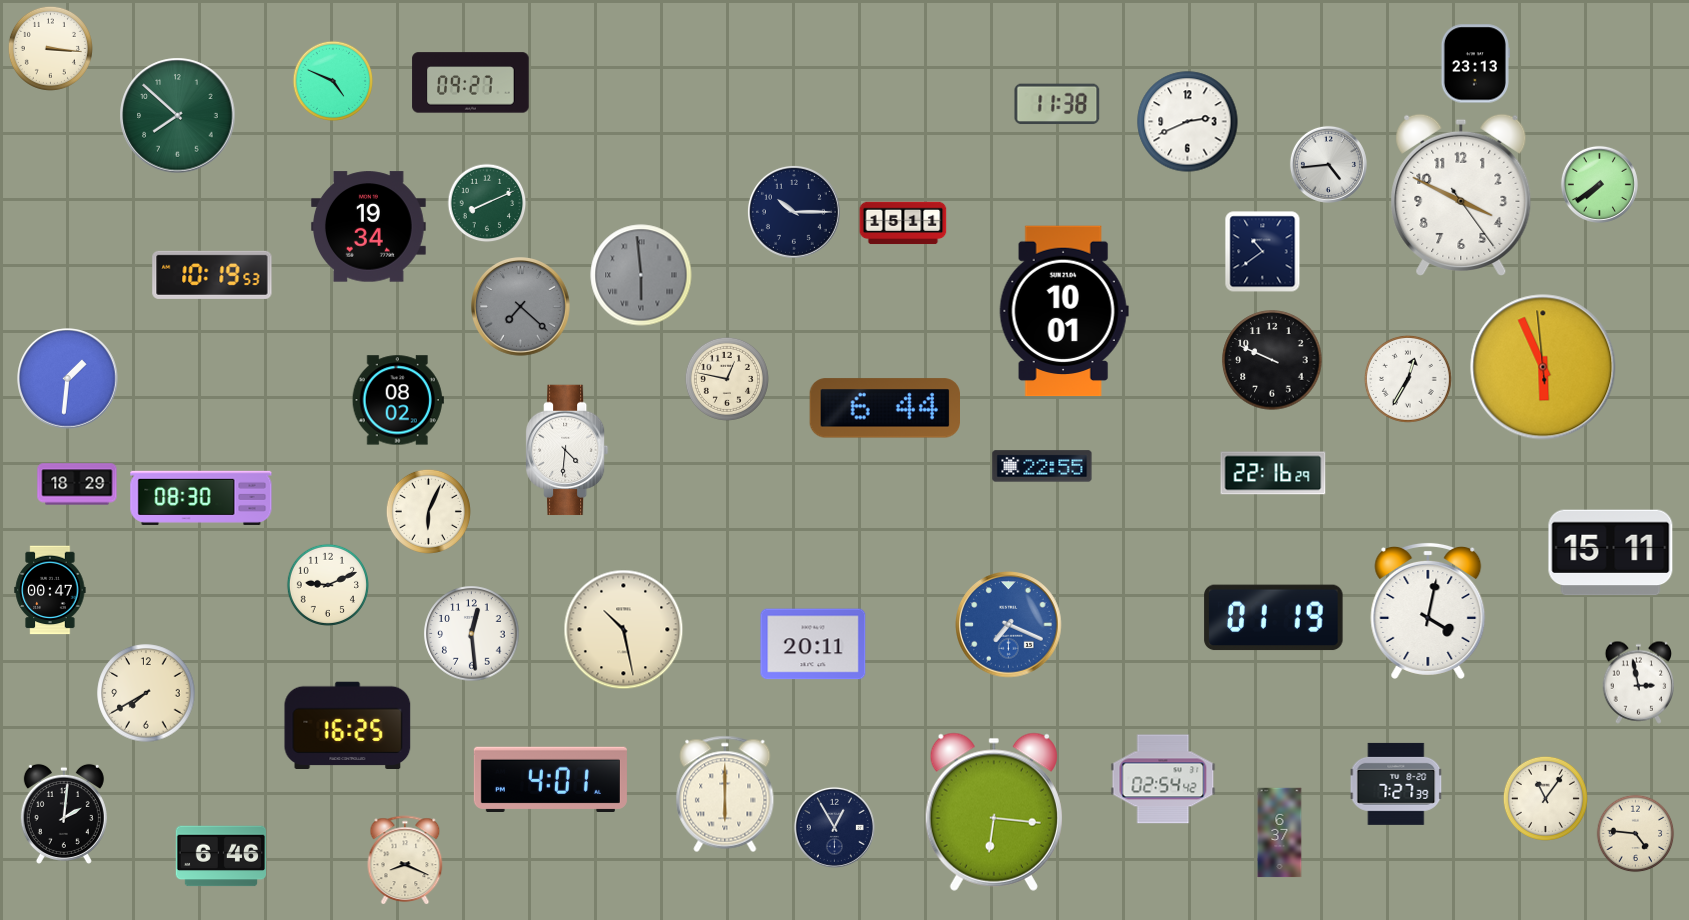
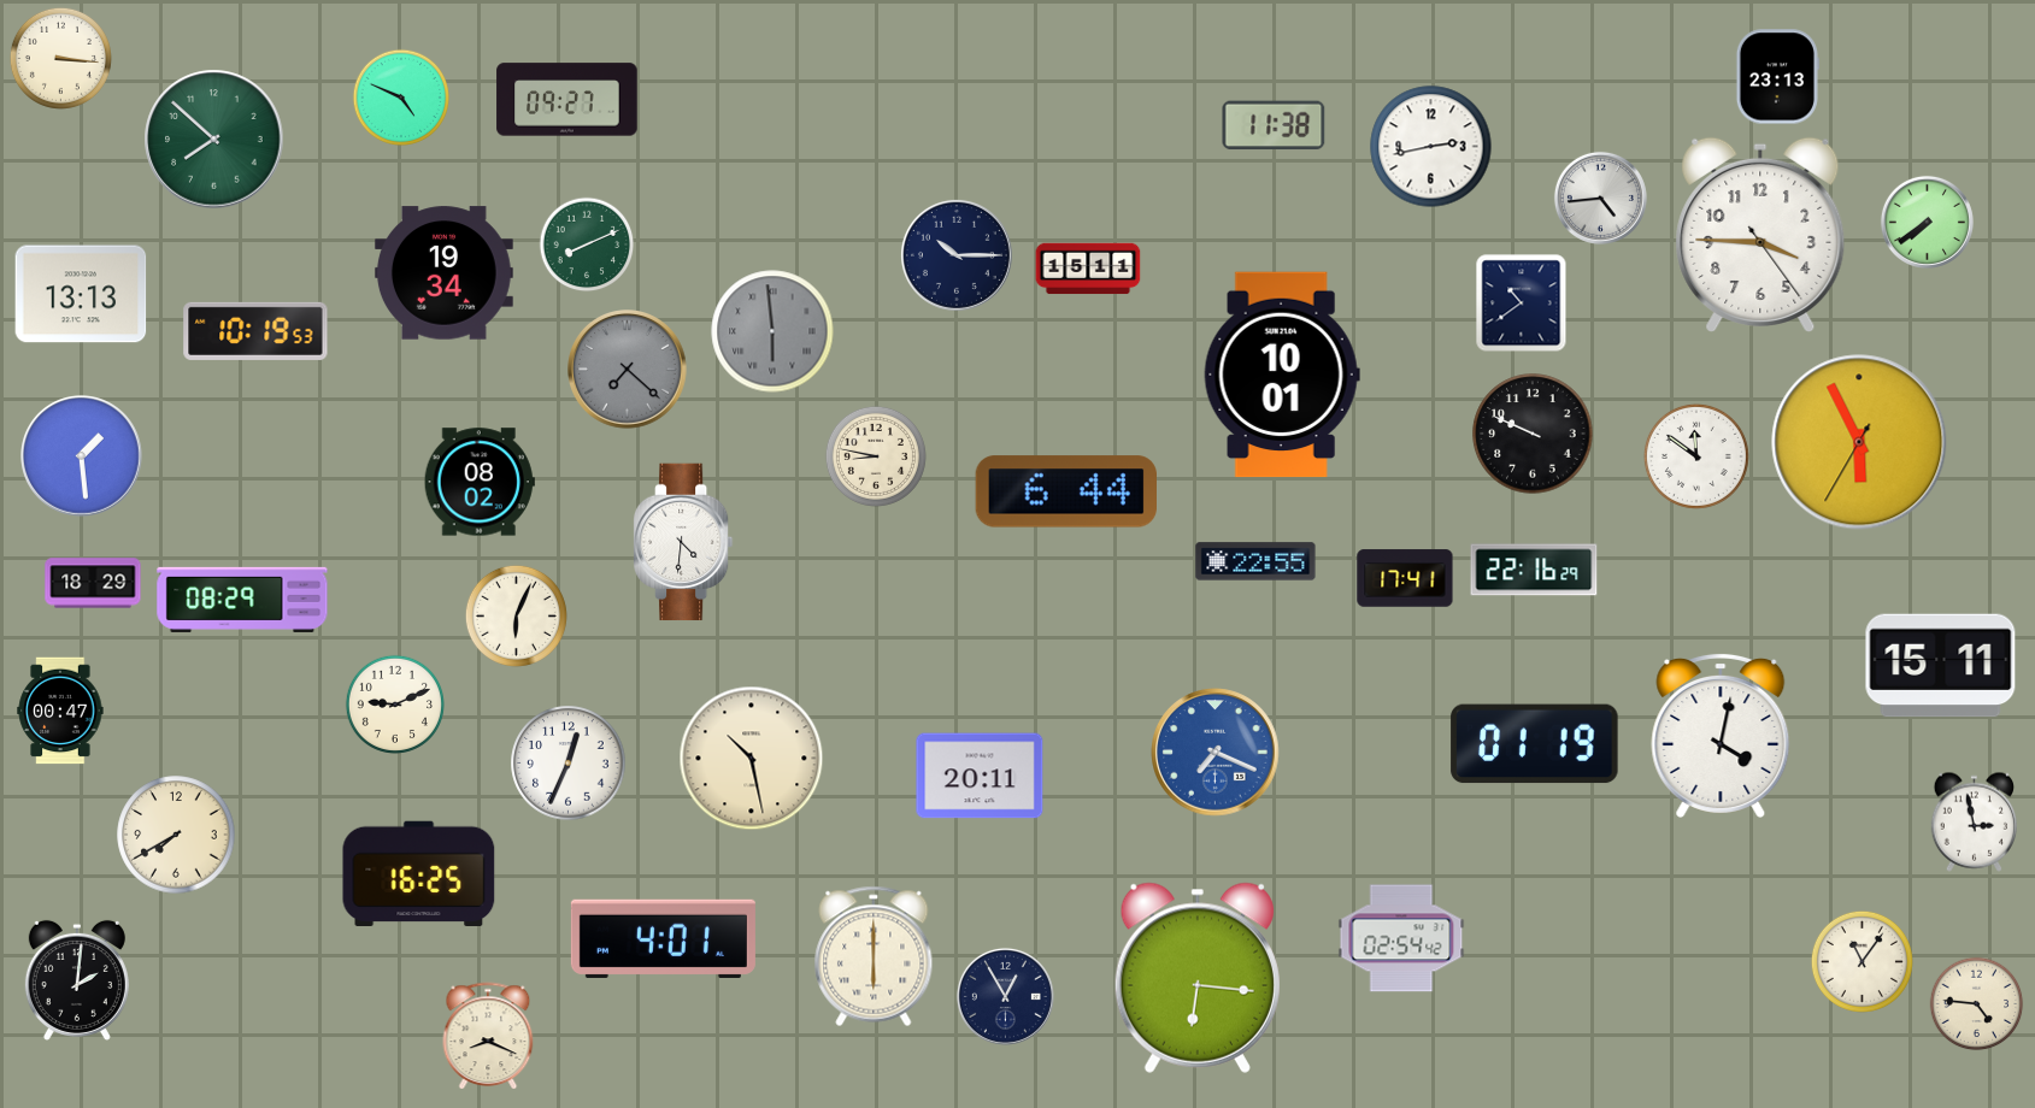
clock at (1188, 122): 2:41 -> 2:43
clock at (1461, 195): 3:49 -> 3:45
clock at (81, 294): none -> 13:13
clock at (1543, 367): 5:55:59 -> 5:55:35
clock at (68, 379): 1:31 -> 1:29
clock at (727, 379): 12:47 -> 8:47
clock at (1408, 379): 12:35 -> 11:51
clock at (1405, 578): none -> 17:41
clock at (201, 498): 08:30 -> 08:29
clock at (472, 634): 12:29 -> 12:34
clock at (1396, 784): 7:27 -> none
clock at (1280, 833): 6:37 -> none
clock at (1636, 834) position: (1636, 834) -> (1977, 1004)
clock at (220, 856): 6:46 -> none
